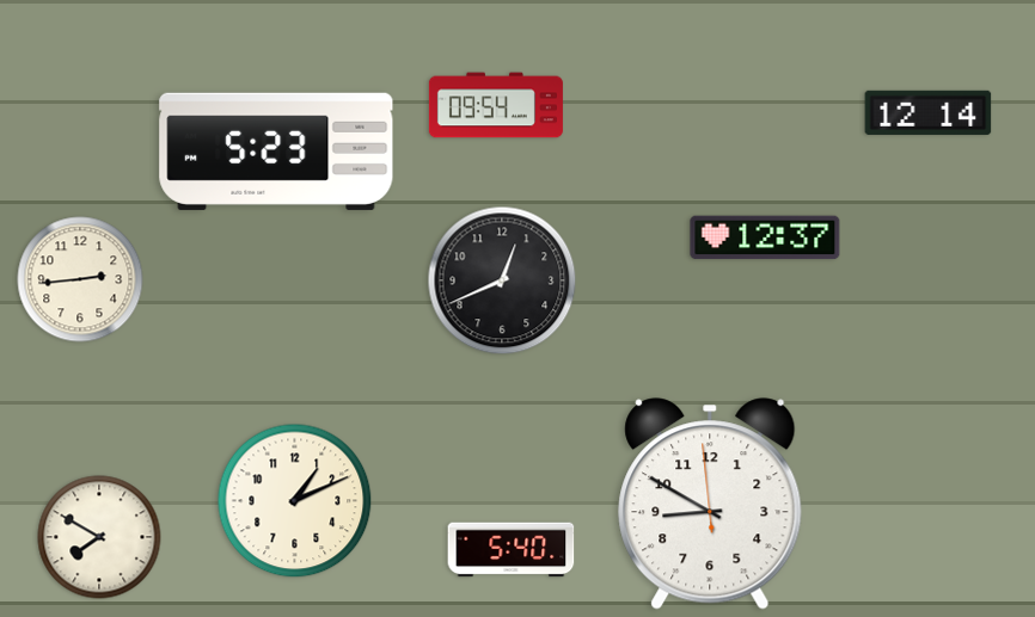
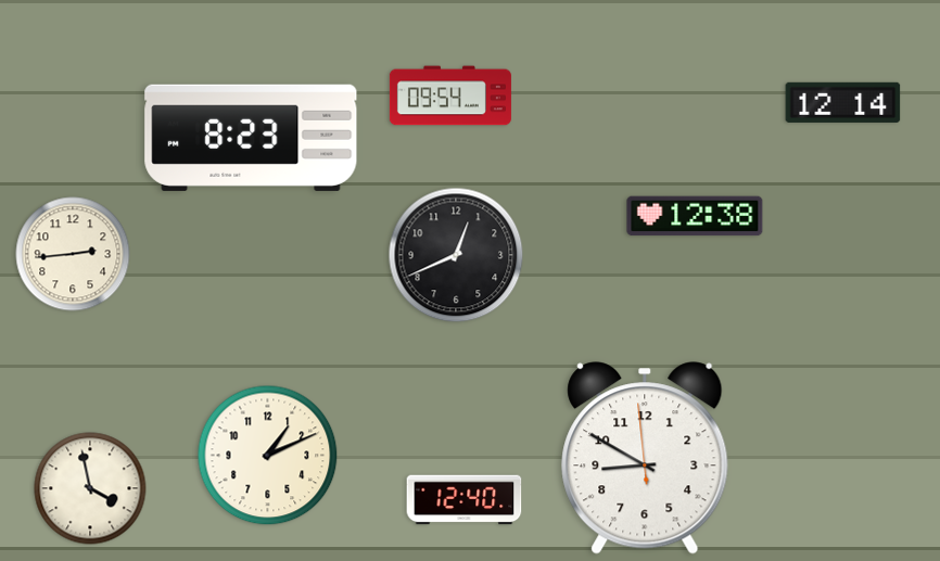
clock at (276, 152): 5:23 -> 8:23
clock at (765, 237): 12:37 -> 12:38
clock at (99, 537): 7:50 -> 3:58
clock at (512, 550): 5:40 -> 12:40
